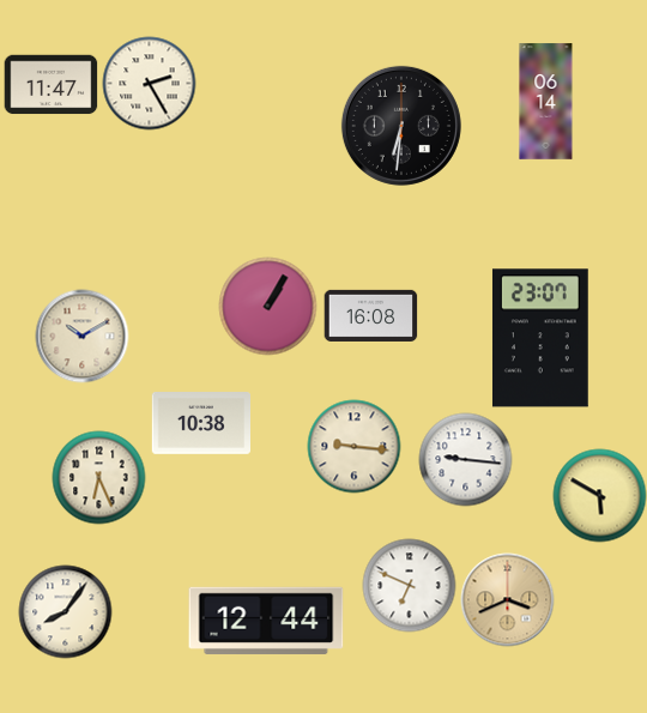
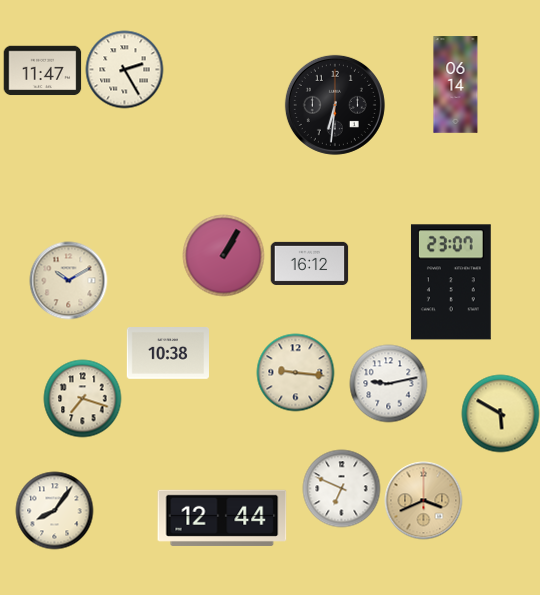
clock at (370, 315): 16:08 -> 16:12
clock at (465, 459): 9:16 -> 9:13
clock at (98, 477): 6:26 -> 7:18
